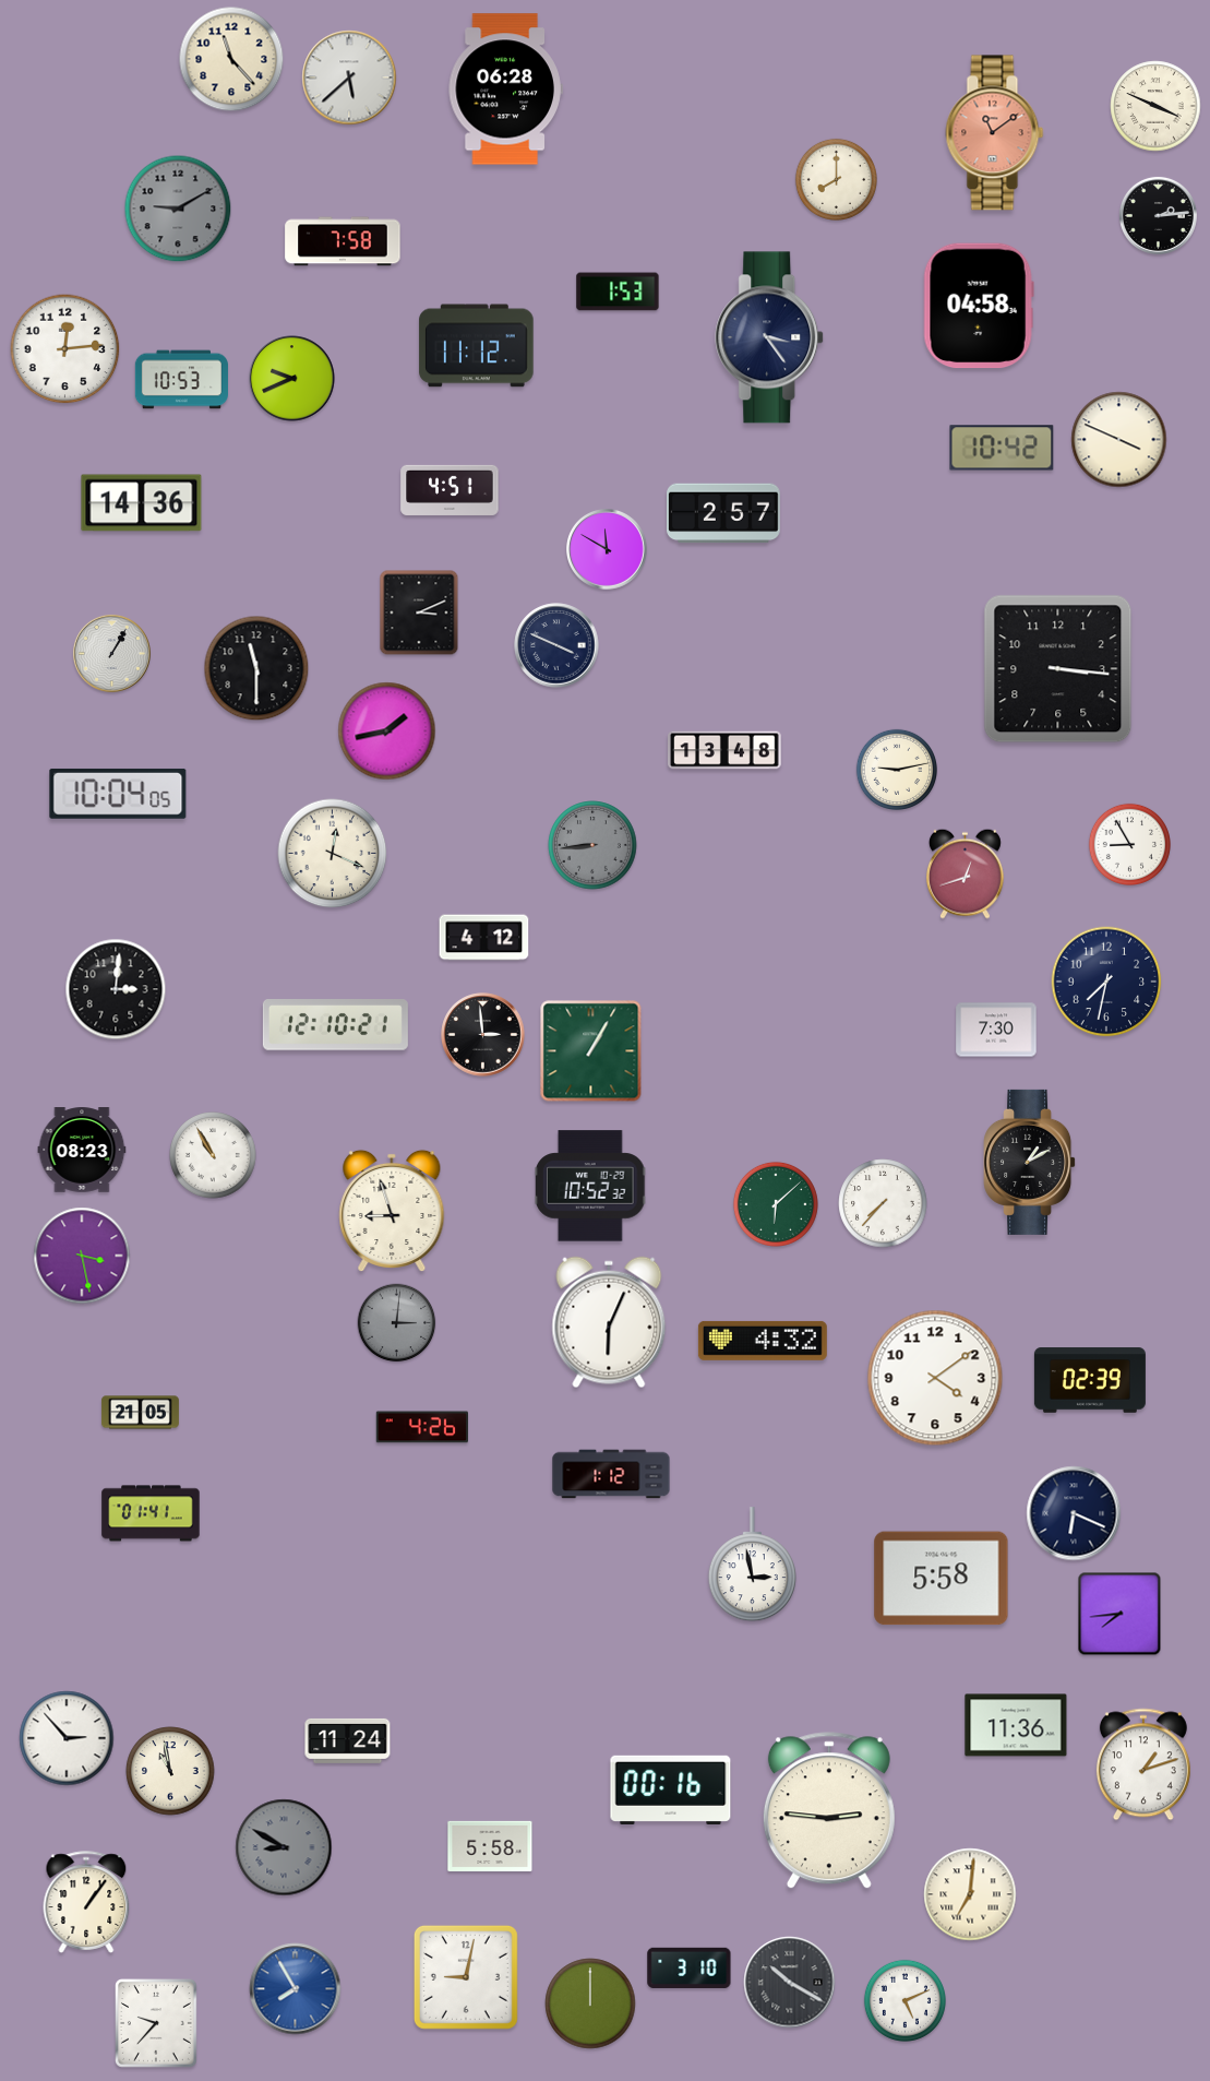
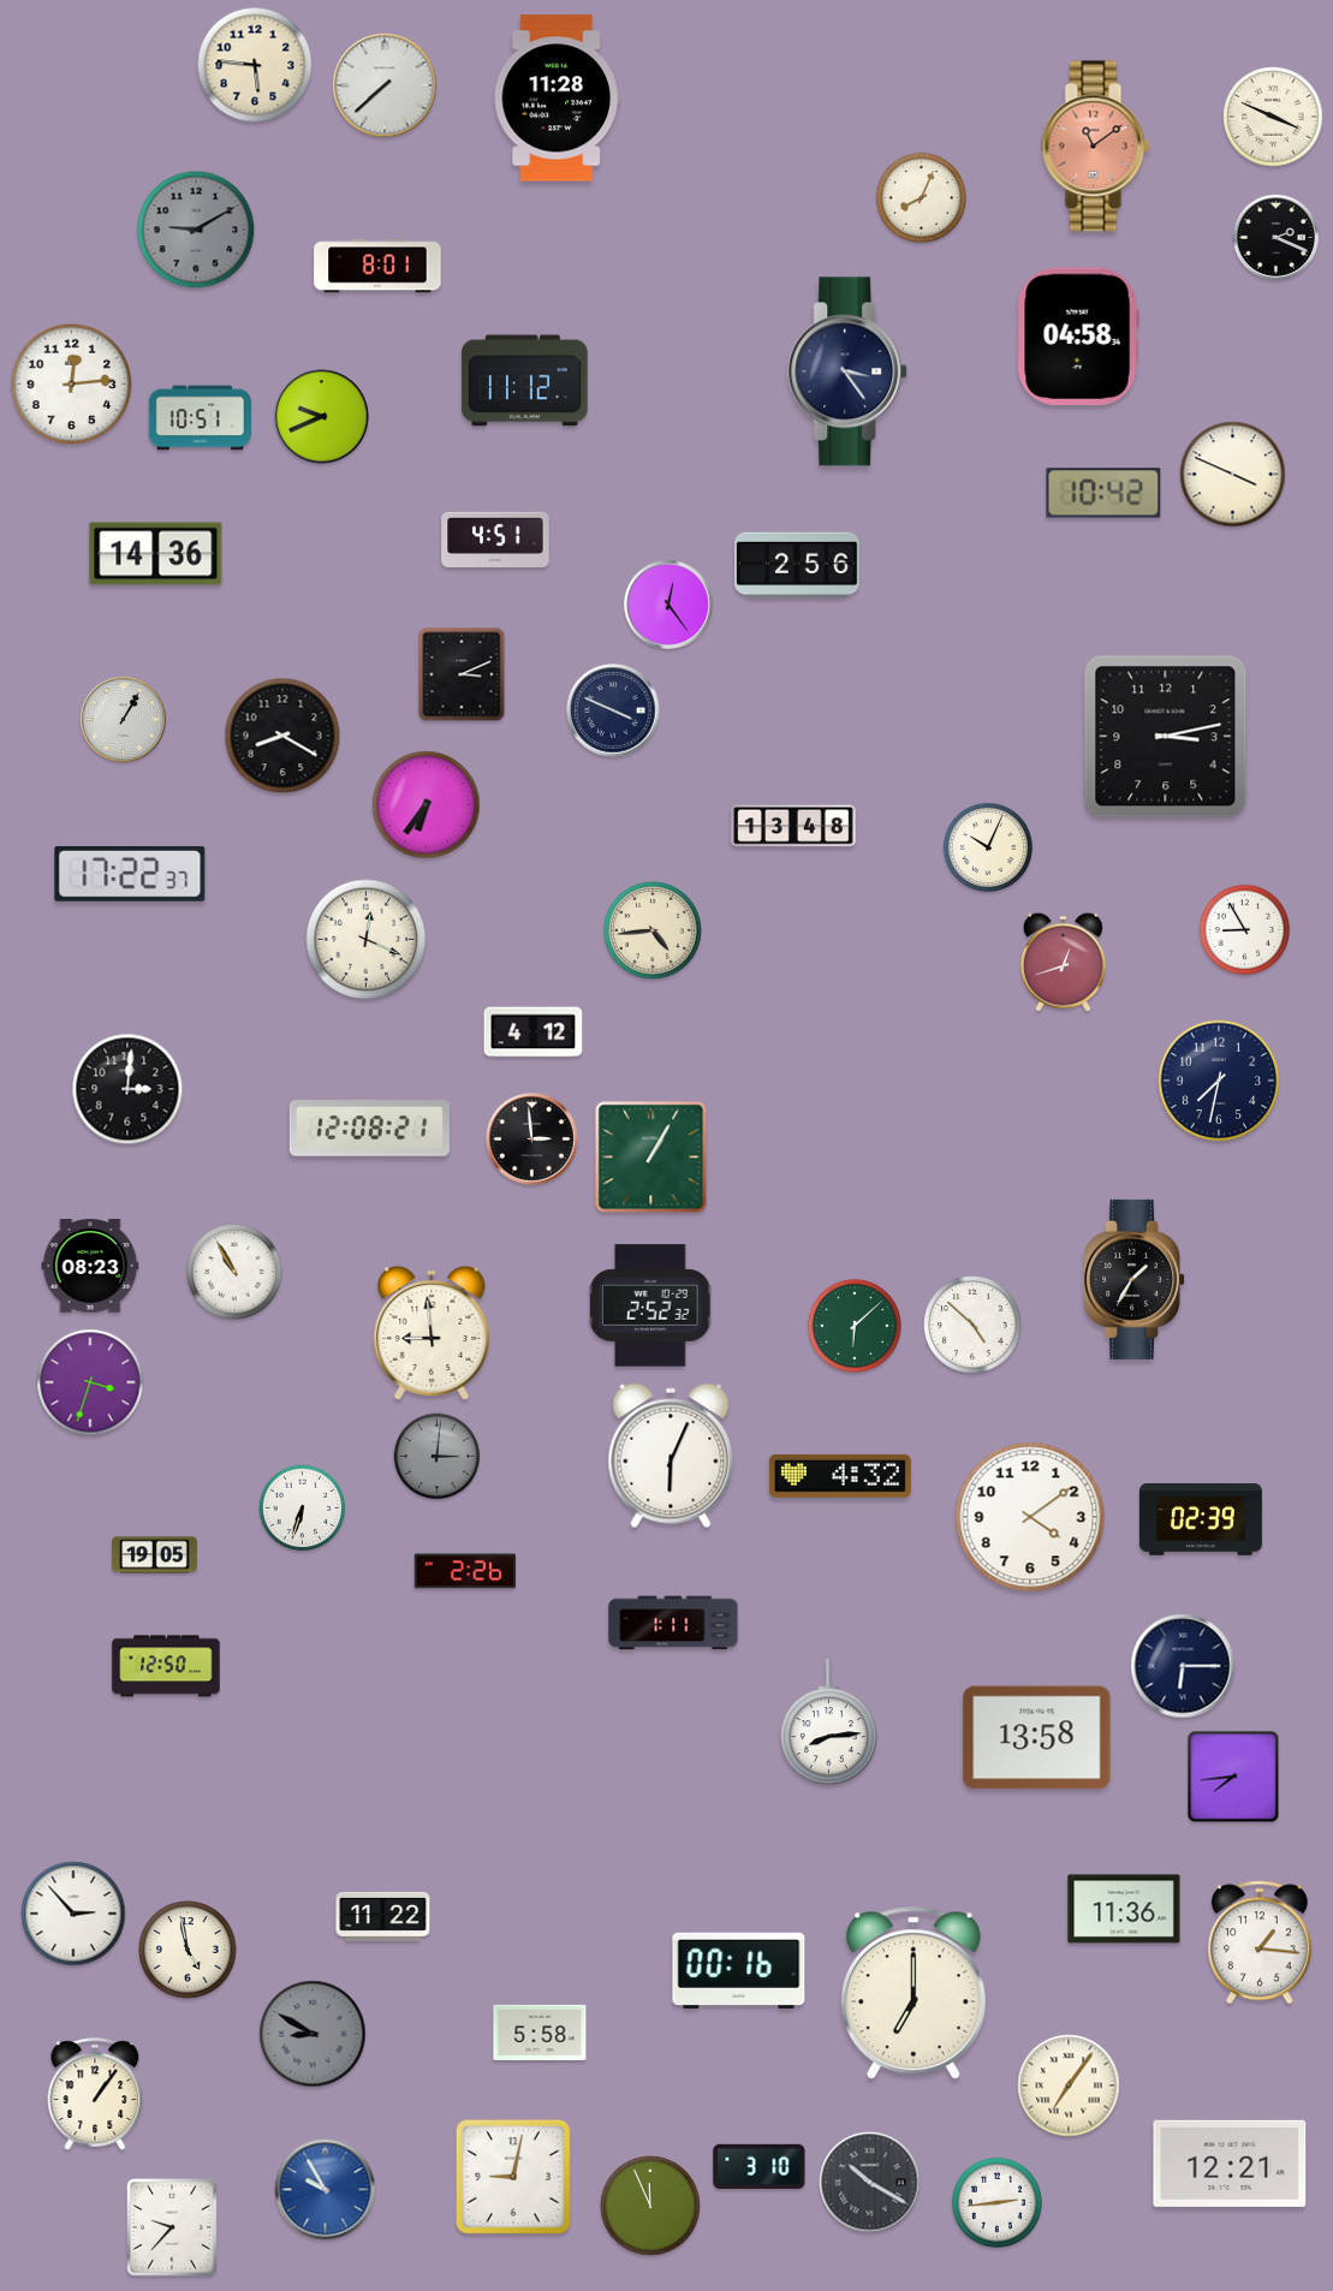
clock at (231, 59): 11:23 -> 5:46
clock at (349, 78): 5:38 -> 7:38
clock at (505, 90): 06:28 -> 11:28
clock at (836, 179): 8:00 -> 8:04
clock at (1158, 215): 2:14 -> 2:19
clock at (343, 241): 7:58 -> 8:01
clock at (618, 292): 1:53 -> none
clock at (181, 380): 10:53 -> 10:51
clock at (1119, 440) position: (1119, 440) -> (1233, 475)
clock at (724, 513): 2:57 -> 2:56
clock at (608, 550): 11:50 -> 12:24
clock at (256, 668): 11:30 -> 8:20
clock at (1058, 669): 3:16 -> 3:13
clock at (387, 732): 1:43 -> 6:36
clock at (724, 750) position: (724, 750) -> (793, 826)
clock at (896, 769): 9:13 -> 10:04
clock at (118, 794): 10:04 -> 17:22
clock at (592, 845): 8:44 -> 4:44
clock at (592, 845) dial: grey -> cream
clock at (335, 1025): 12:10 -> 12:08
clock at (996, 1030): 7:30 -> none
clock at (1030, 1162): 1:10 -> 1:35
clock at (590, 1186): 10:52 -> 2:52
clock at (883, 1203): 7:37 -> 4:52
clock at (392, 1211): 8:57 -> 8:59
clock at (82, 1256): 3:28 -> 3:33
clock at (303, 1509): none -> 6:33
clock at (140, 1413): 21:05 -> 19:05
clock at (421, 1427): 4:26 -> 2:26
clock at (611, 1474): 1:12 -> 1:11
clock at (151, 1513): 01:41 -> 12:50
clock at (1074, 1513): 6:19 -> 6:15
clock at (752, 1565): 2:58 -> 8:14
clock at (942, 1579): 5:58 -> 13:58
clock at (1016, 1725) position: (1016, 1725) -> (1124, 1909)
clock at (348, 1740): 11:24 -> 11:22
clock at (1143, 1764): 1:12 -> 1:16
clock at (170, 1771): 10:58 -> 4:58
clock at (829, 1811): 2:46 -> 7:00
clock at (970, 1894): 7:01 -> 7:06
clock at (1230, 2164): none -> 12:21
clock at (296, 1989): 7:55 -> 9:55
clock at (904, 2000): 5:11 -> 2:44
clock at (590, 2003): 12:00 -> 11:56
